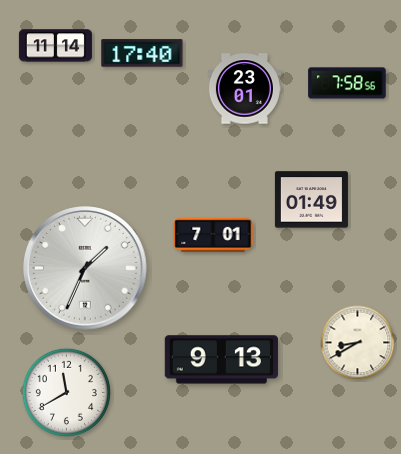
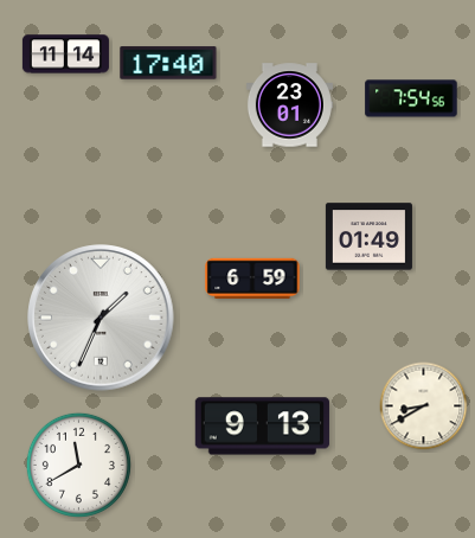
clock at (347, 83): 7:58 -> 7:54
clock at (213, 234): 7:01 -> 6:59
